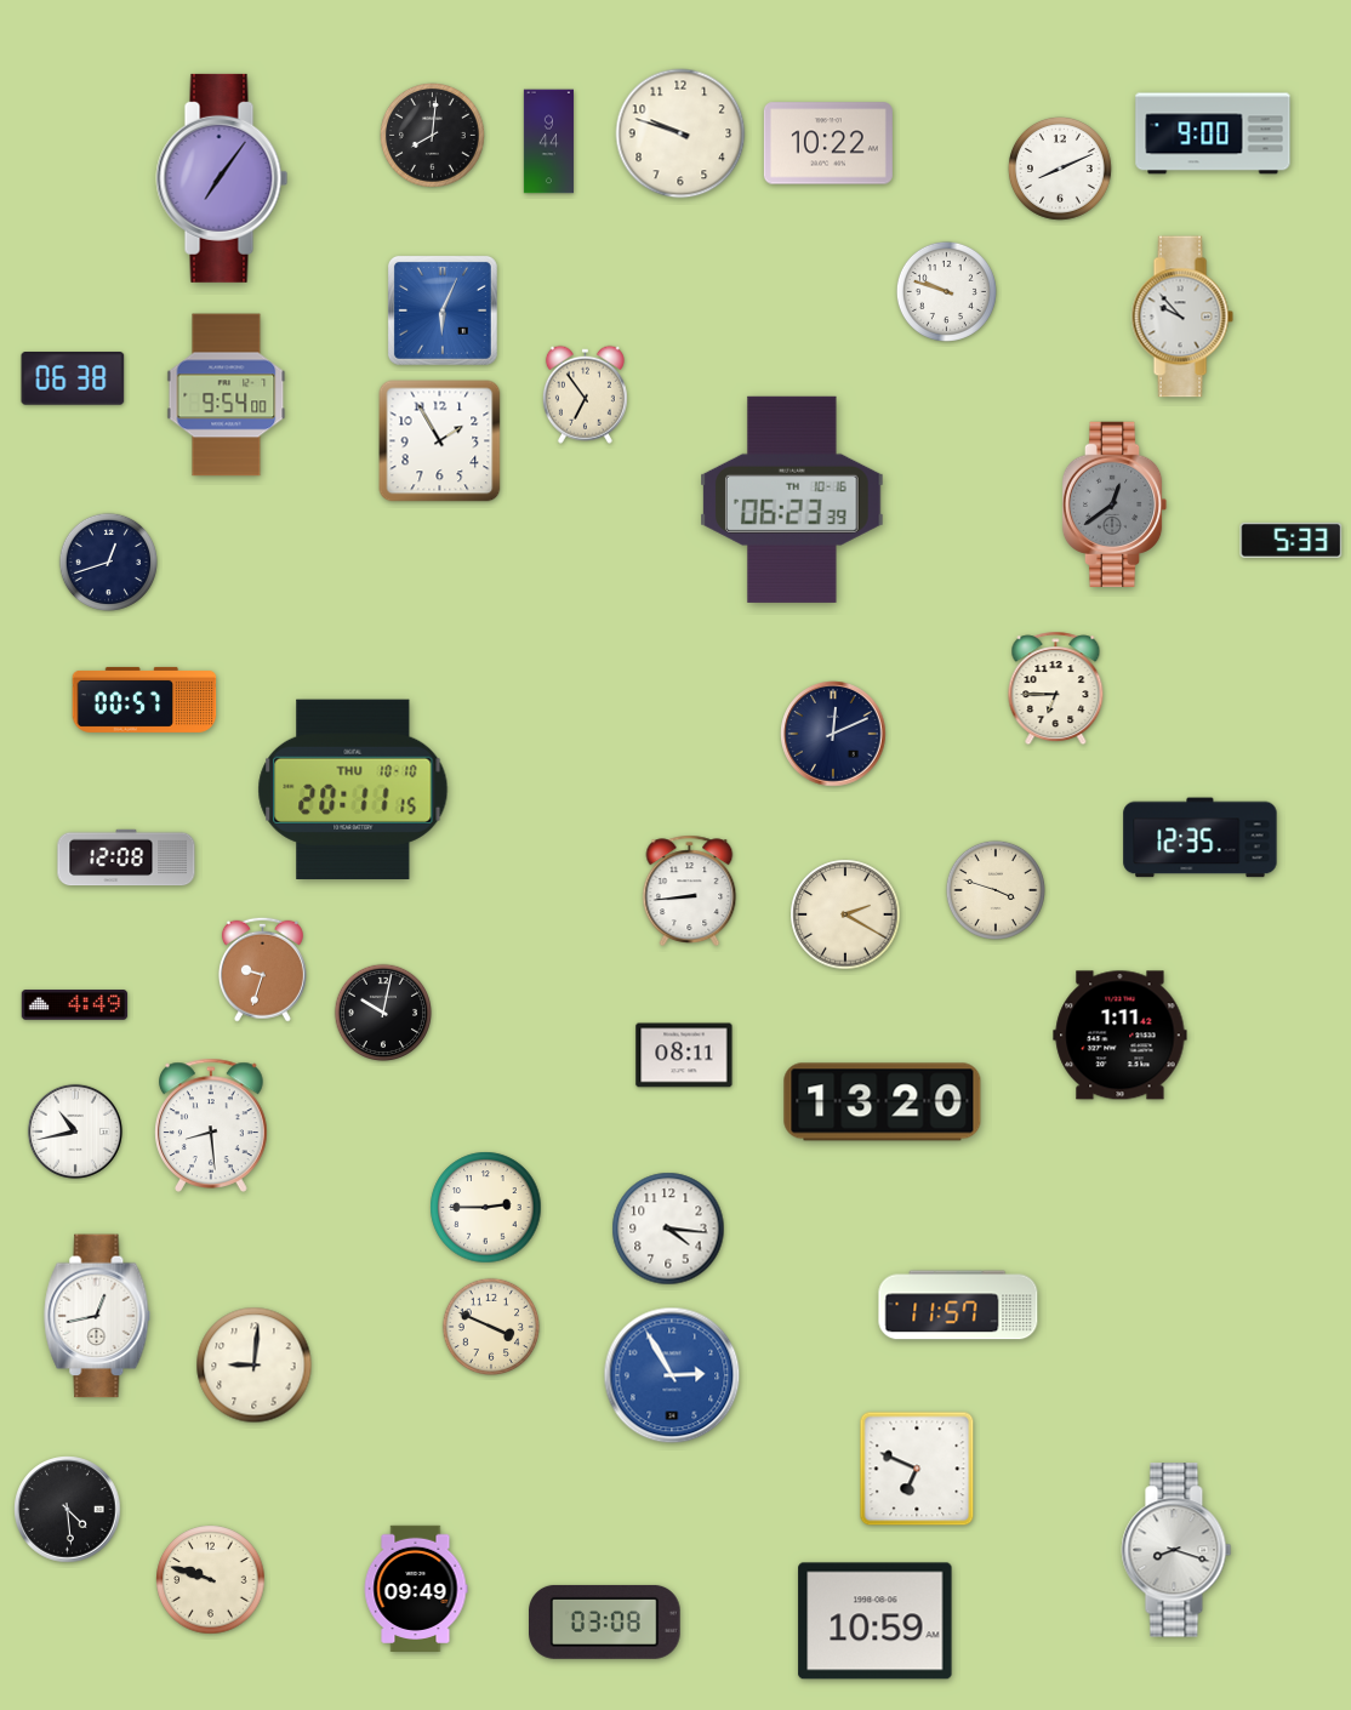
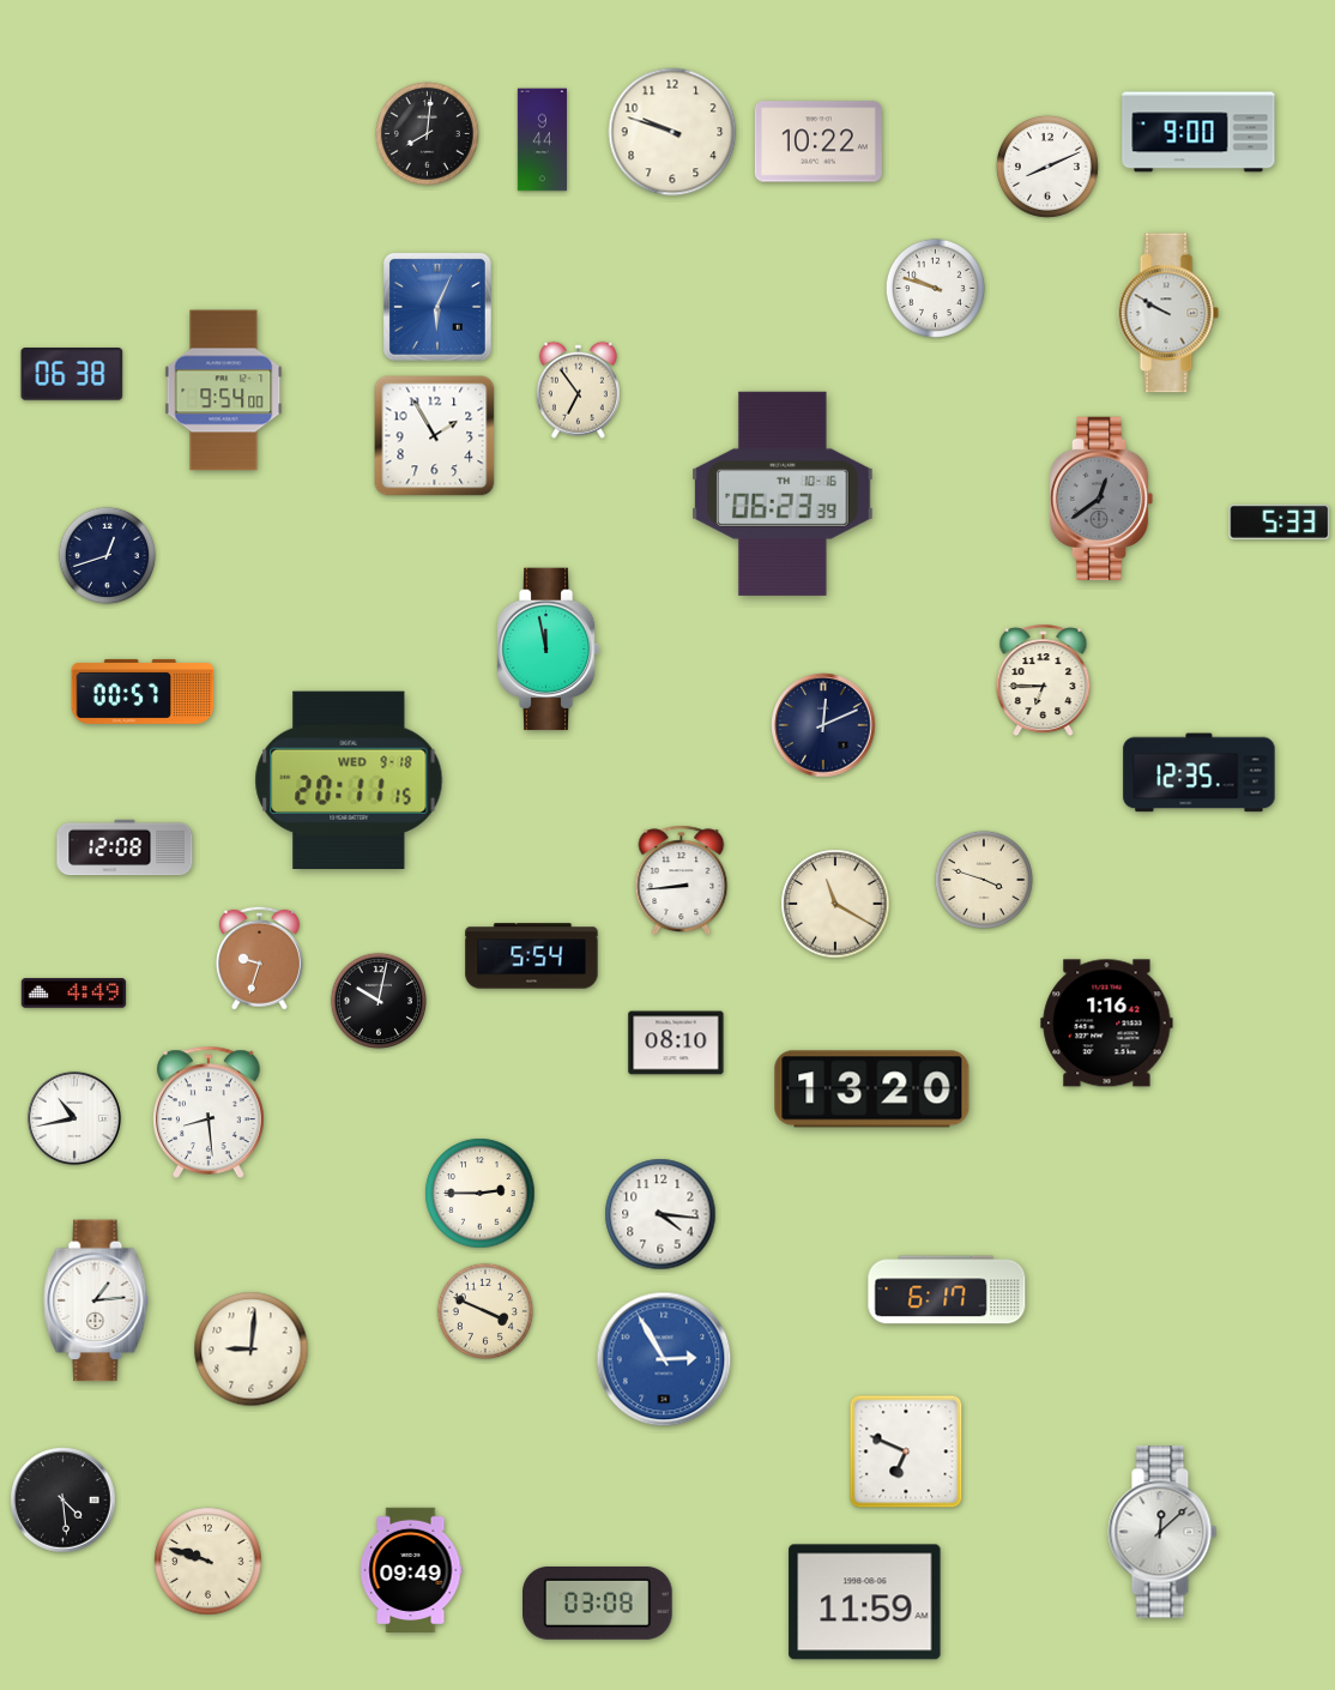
clock at (222, 178): 7:06 -> none
clock at (1182, 317): 9:53 -> 9:50
clock at (1292, 540) position: (1292, 540) -> (1280, 521)
clock at (548, 650): none -> 11:58
clock at (353, 788) date: THU 10-10 -> WED 9-18
clock at (1201, 838) position: (1201, 838) -> (1200, 773)
clock at (845, 914): 2:20 -> 11:20
clock at (532, 956): none -> 5:54
clock at (1121, 1036): 1:11 -> 1:16
clock at (684, 1055): 08:11 -> 08:10
clock at (958, 1305): 11:57 -> 6:17
clock at (97, 1316): 12:43 -> 1:14
clock at (68, 1510) position: (68, 1510) -> (64, 1501)
clock at (1176, 1550): 8:18 -> 12:08
clock at (876, 1621): 10:59 -> 11:59
